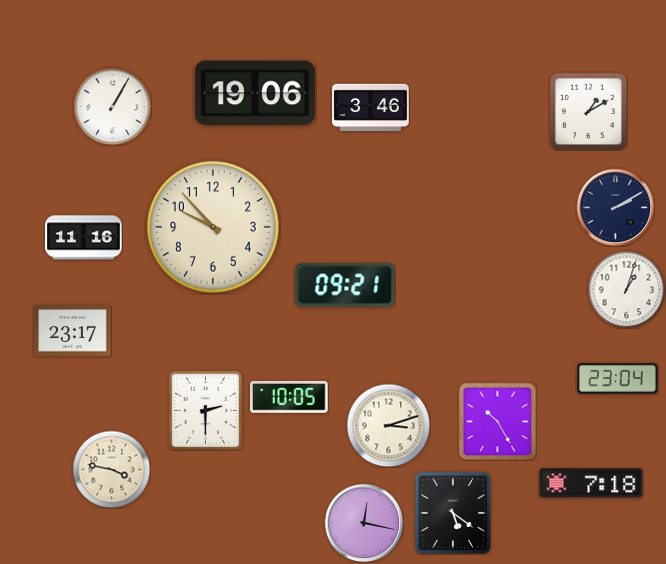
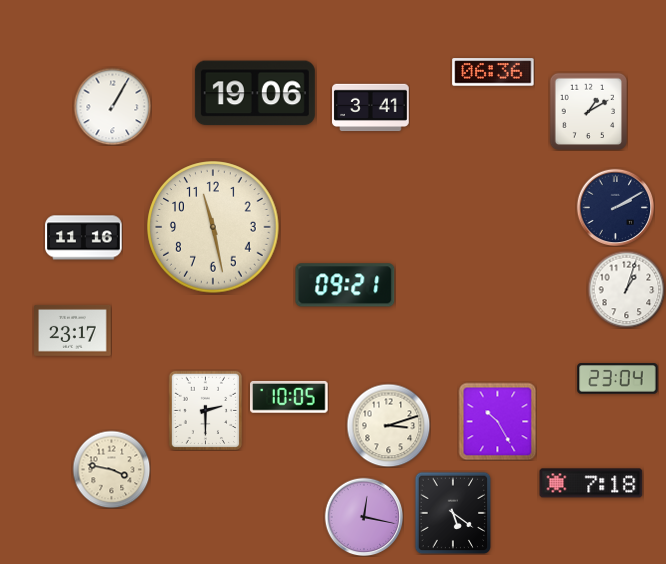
clock at (493, 72): none -> 06:36
clock at (371, 108): 3:46 -> 3:41
clock at (213, 227): 9:53 -> 11:28
clock at (364, 523) position: (364, 523) -> (364, 517)
